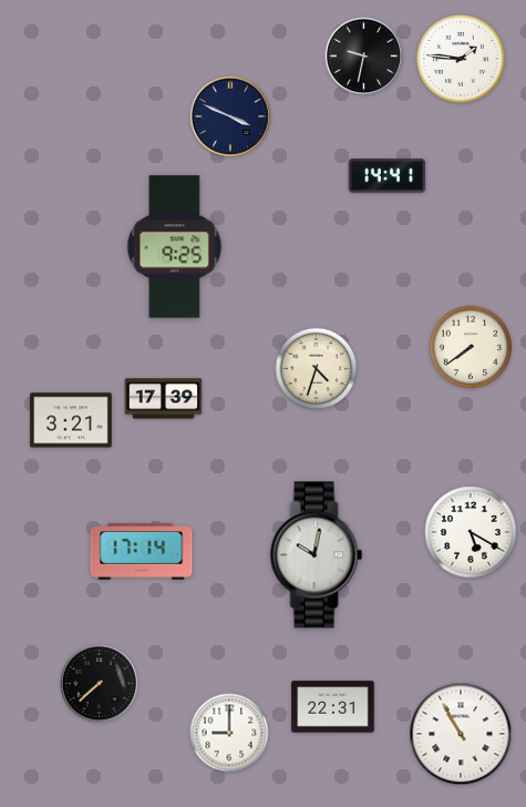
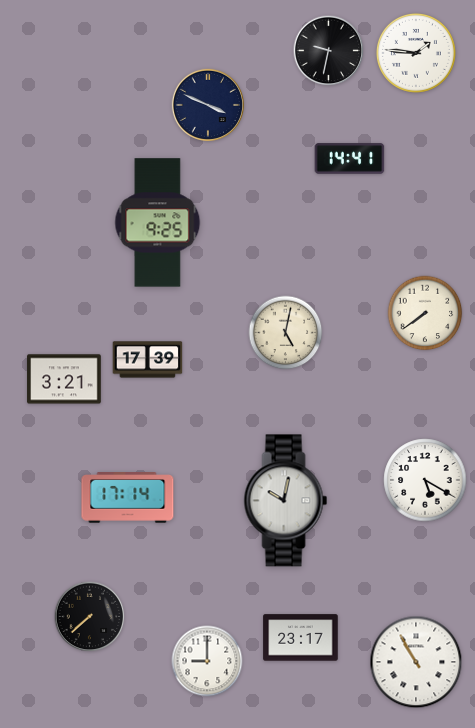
clock at (317, 369): 4:33 -> 5:02
clock at (333, 707): 22:31 -> 23:17
